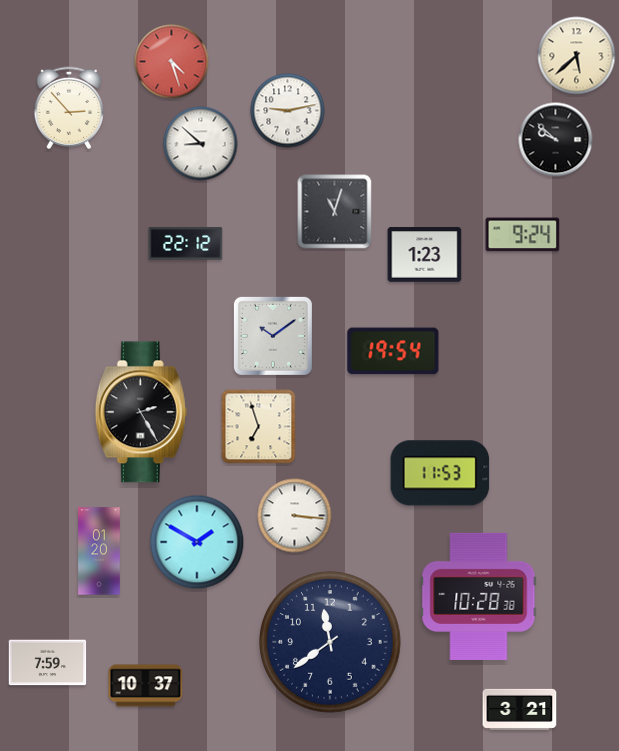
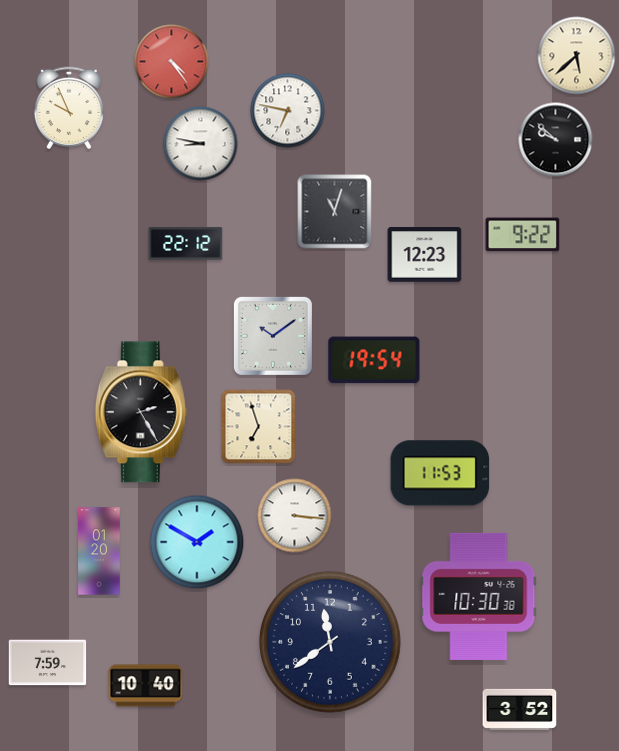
clock at (172, 62): 4:27 -> 4:24
clock at (69, 107): 2:53 -> 9:56
clock at (288, 111): 9:13 -> 6:47
clock at (201, 144): 8:52 -> 8:47
clock at (523, 235): 9:24 -> 9:22
clock at (425, 255): 1:23 -> 12:23
clock at (393, 351) position: (393, 351) -> (374, 360)
clock at (479, 596): 10:28 -> 10:30
clock at (146, 686): 10:37 -> 10:40
clock at (520, 709): 3:21 -> 3:52
